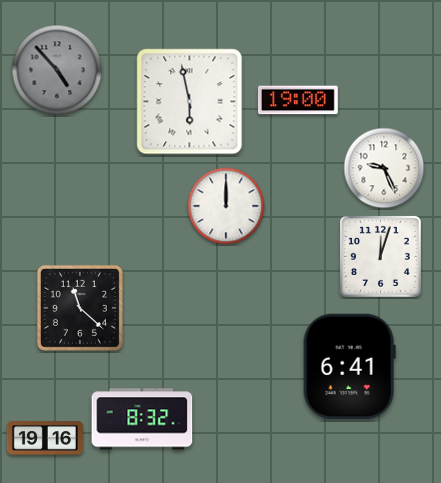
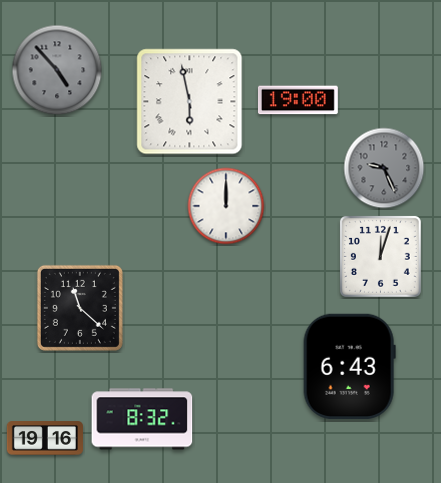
clock at (384, 168) dial: white -> grey
clock at (349, 366): 6:41 -> 6:43
